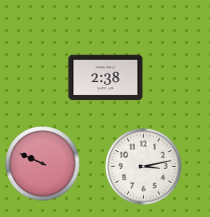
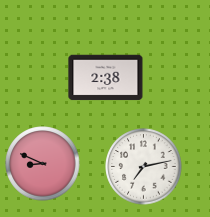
clock at (43, 164): 9:49 -> 8:49
clock at (144, 167): 3:13 -> 7:13
